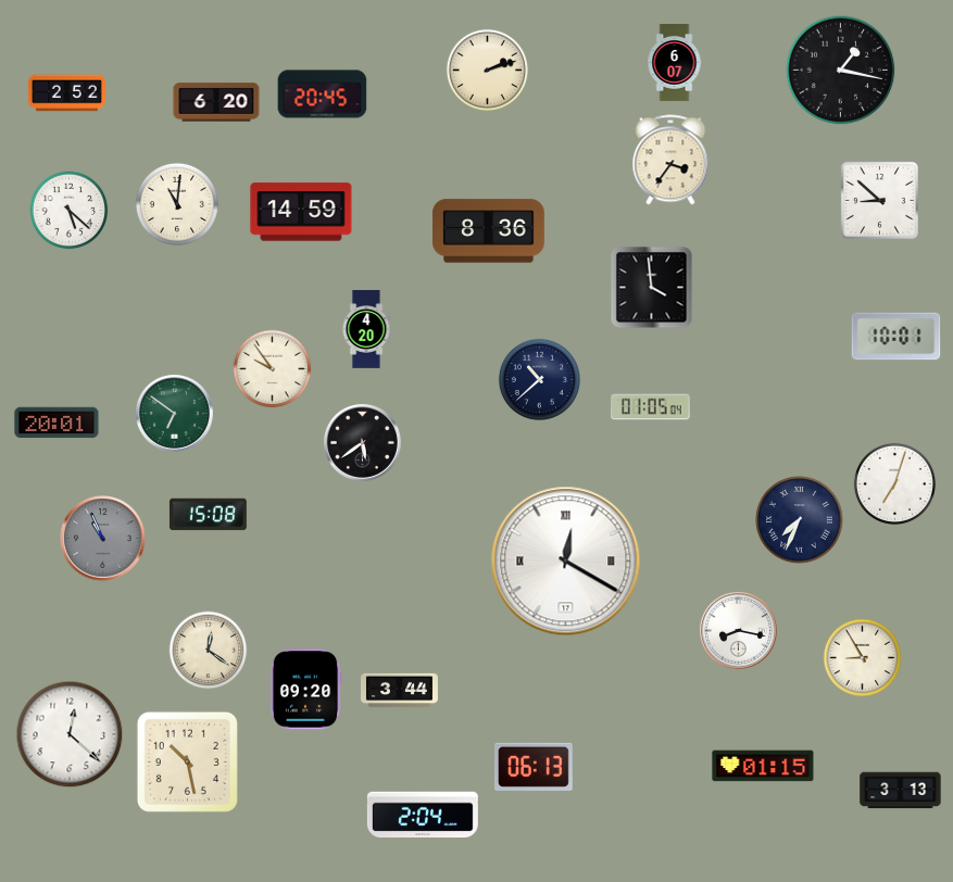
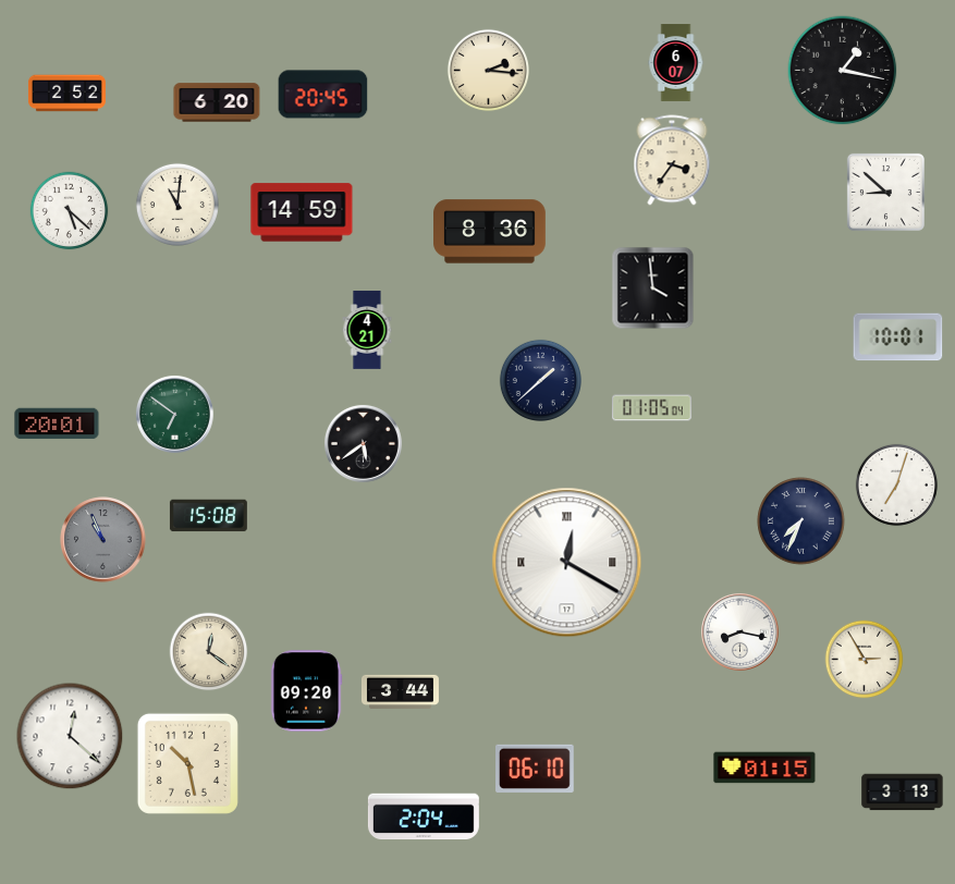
clock at (487, 70): 2:12 -> 2:16
clock at (879, 200) position: (879, 200) -> (885, 192)
clock at (366, 329): 4:20 -> 4:21
clock at (273, 369): 9:54 -> none
clock at (539, 379): 10:38 -> 1:38
clock at (863, 658): 8:55 -> 2:55
clock at (535, 767): 06:13 -> 06:10
